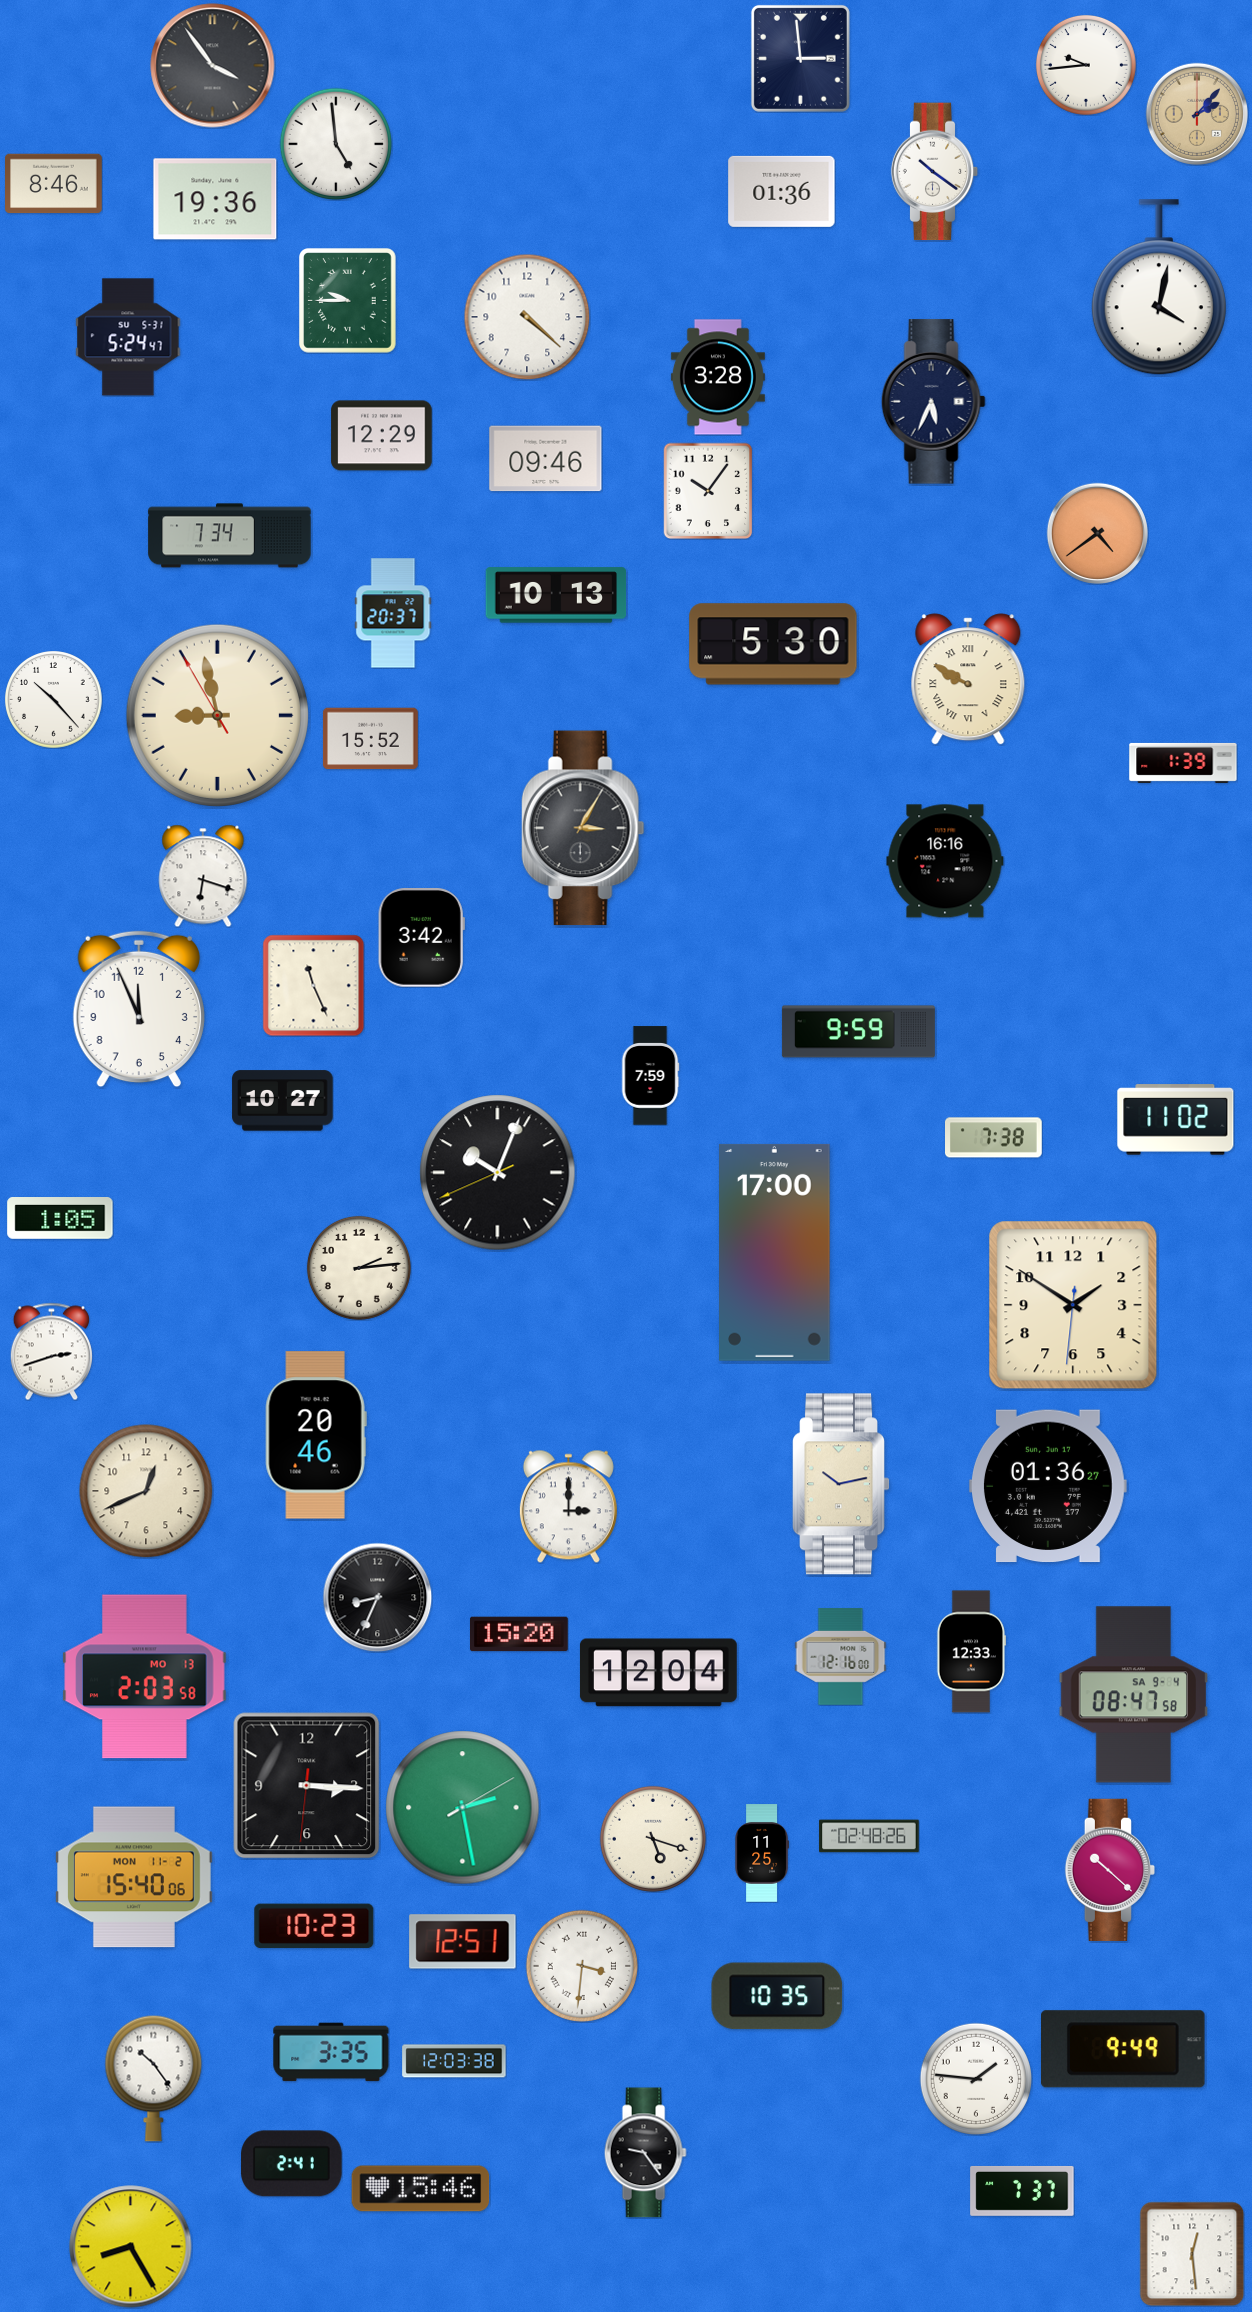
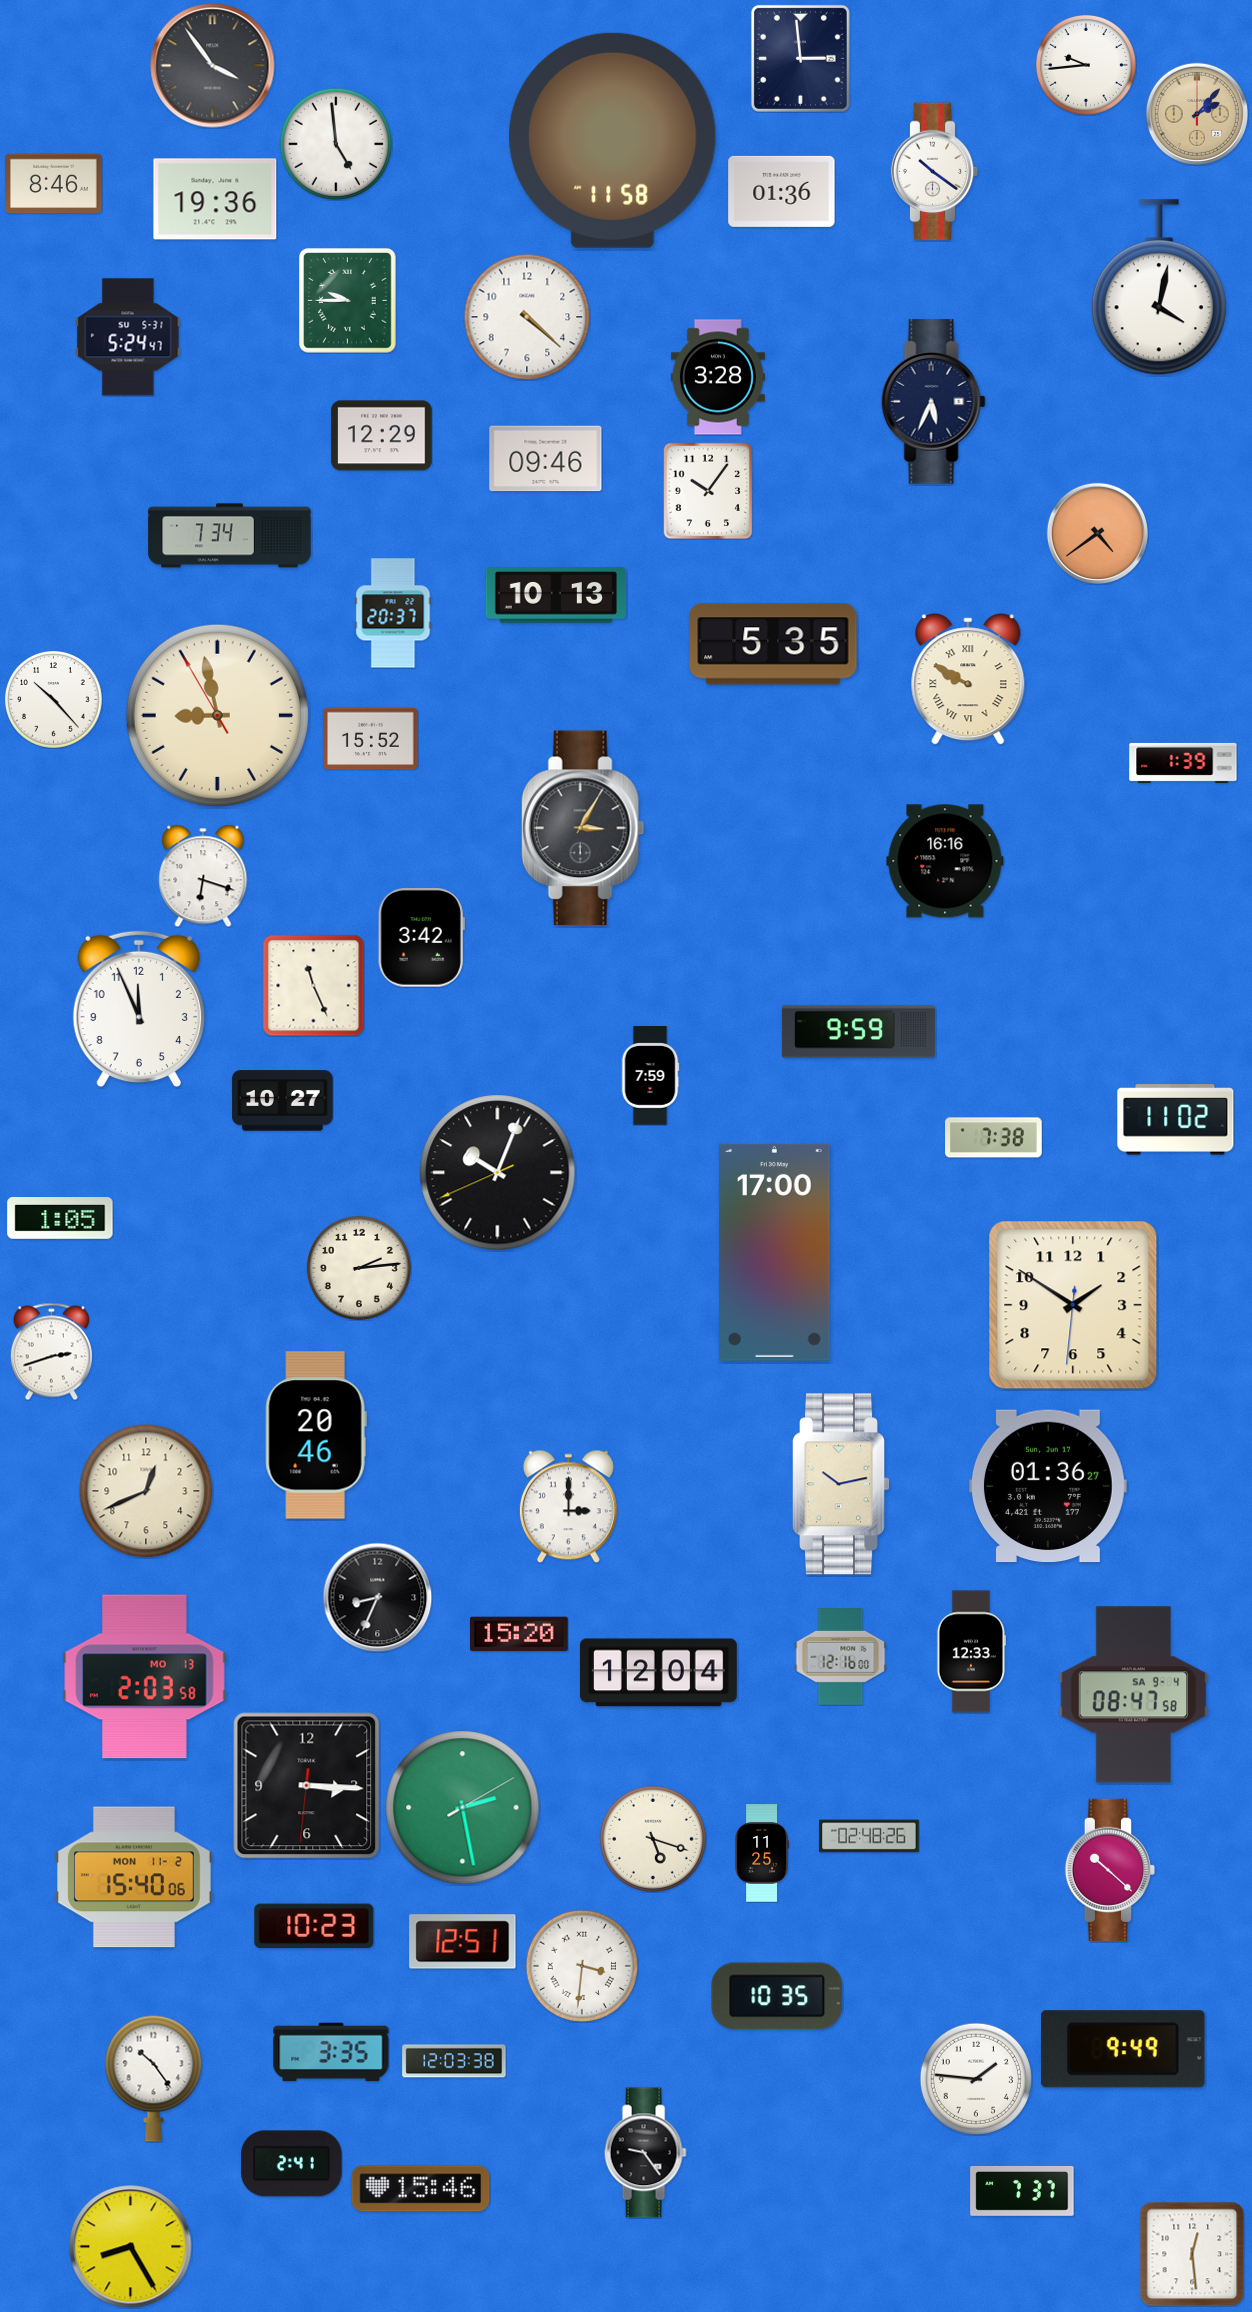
clock at (613, 140): none -> 11:58
clock at (773, 644): 5:30 -> 5:35
